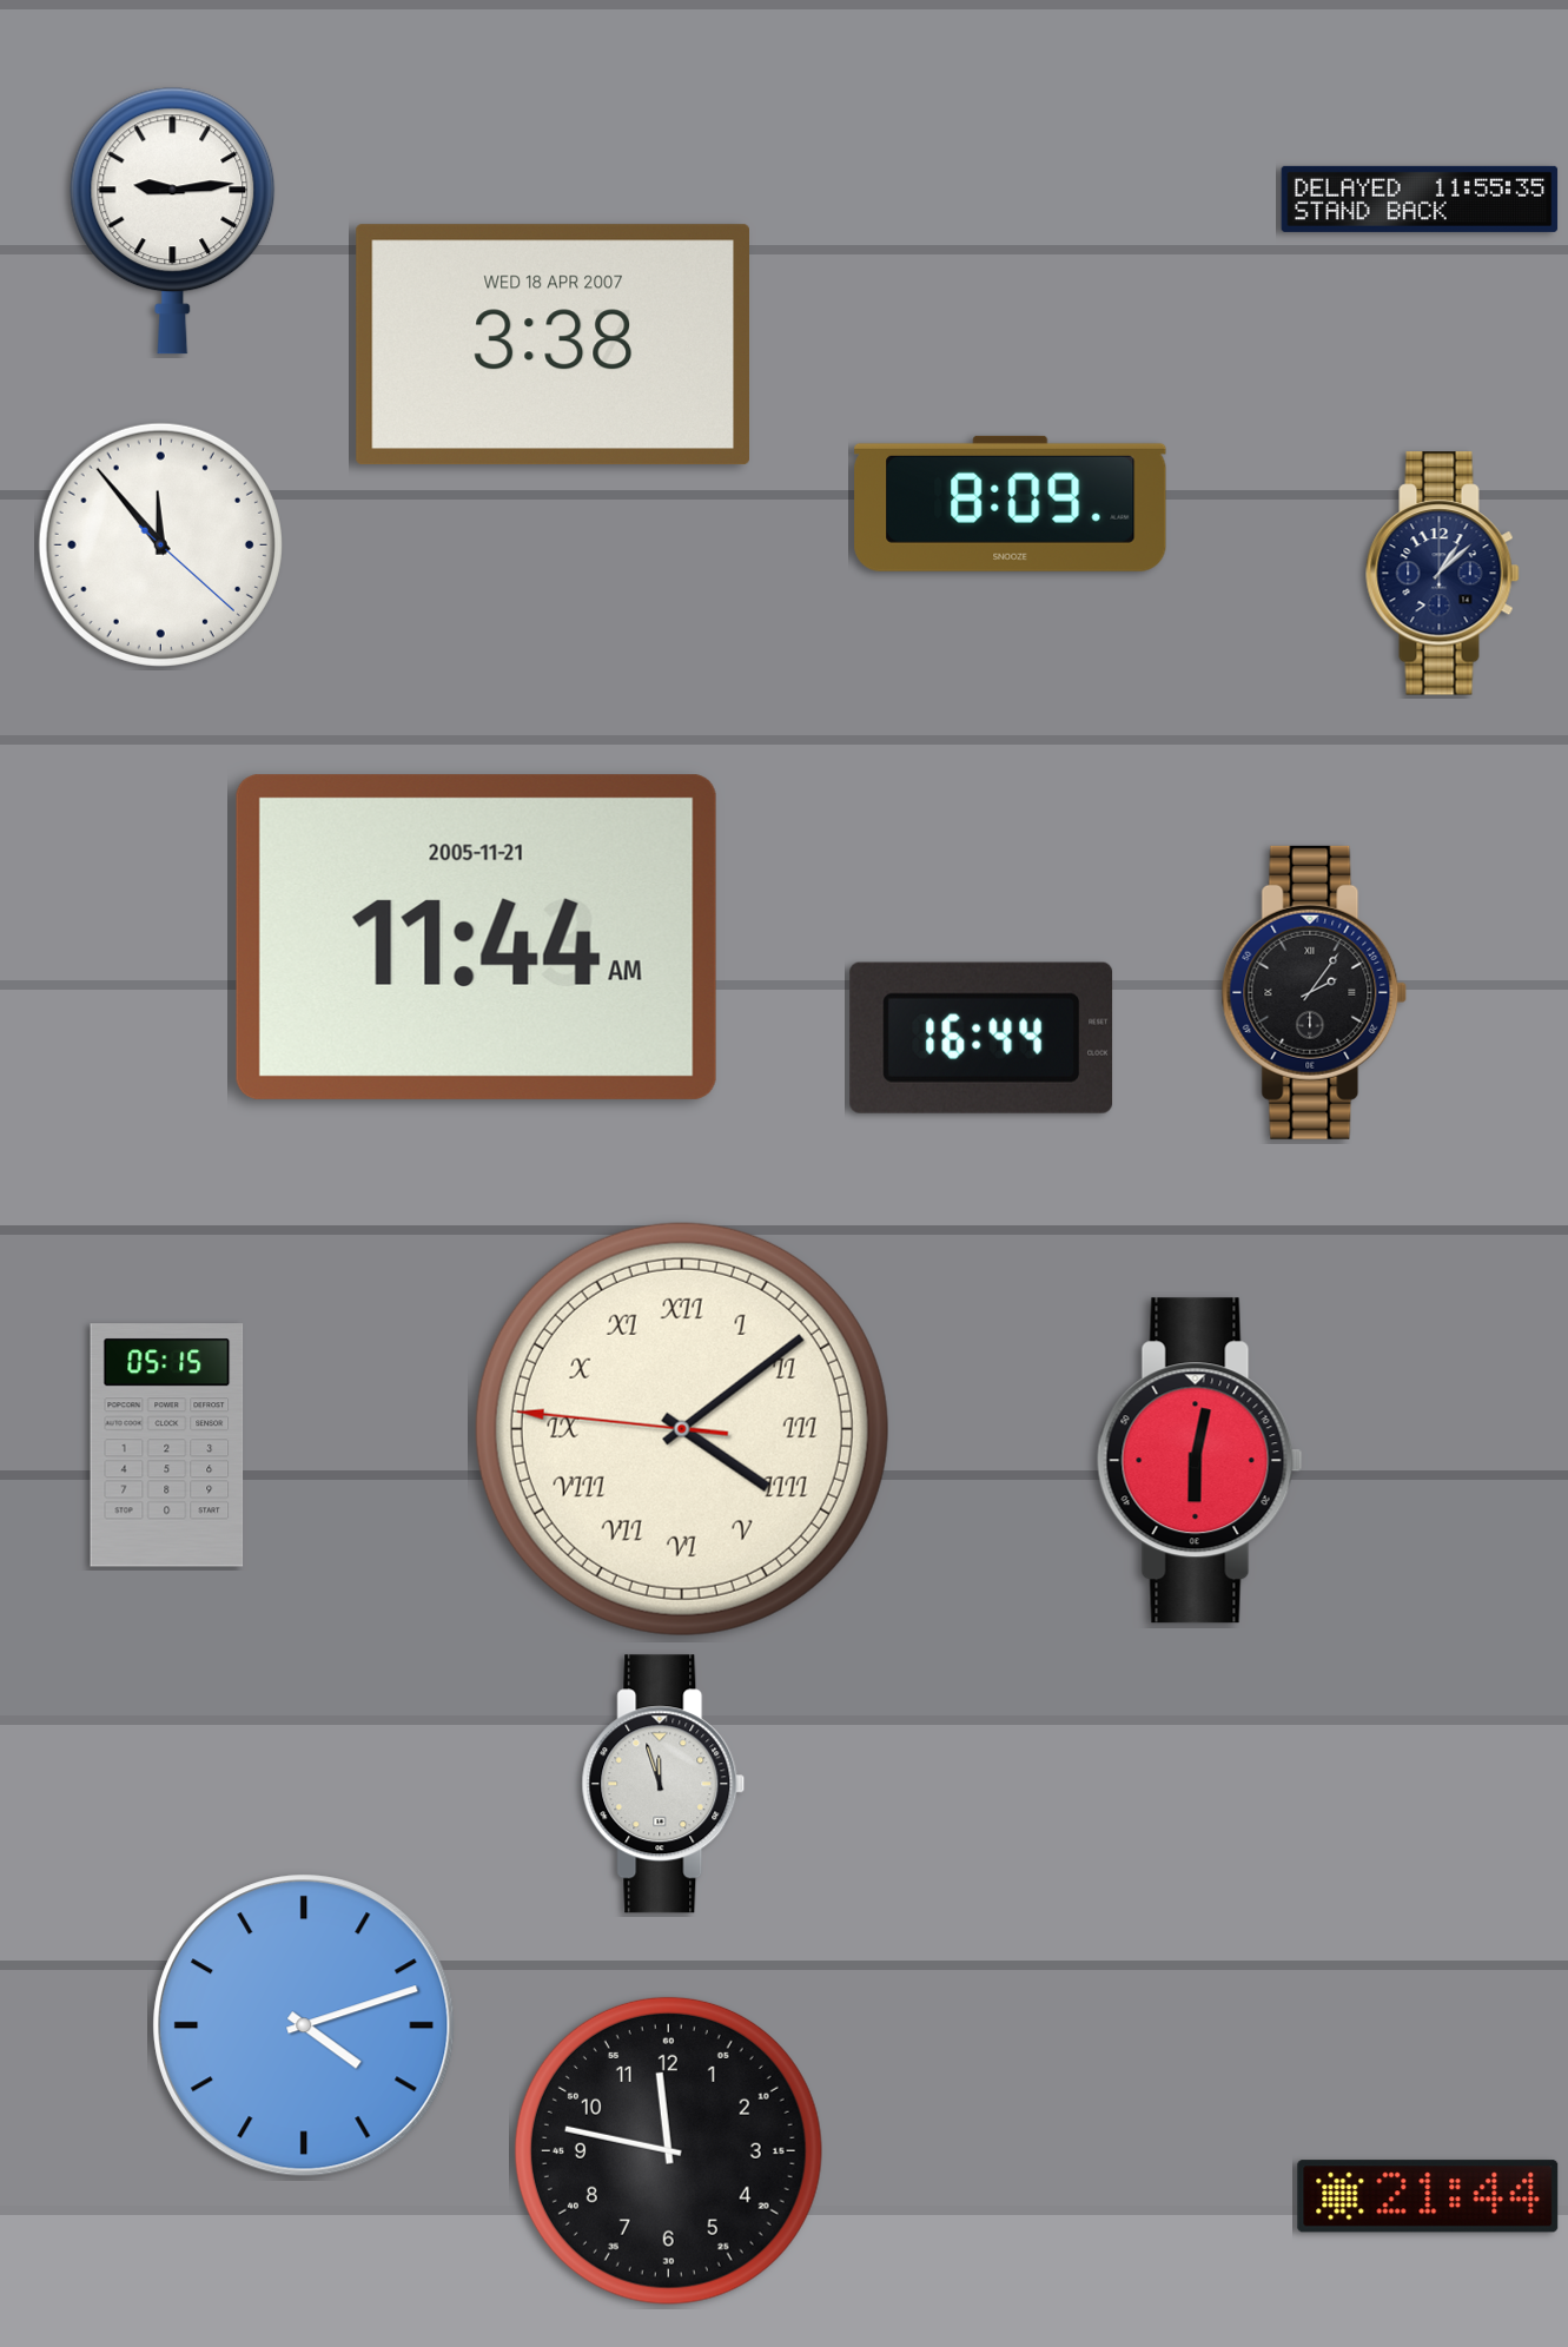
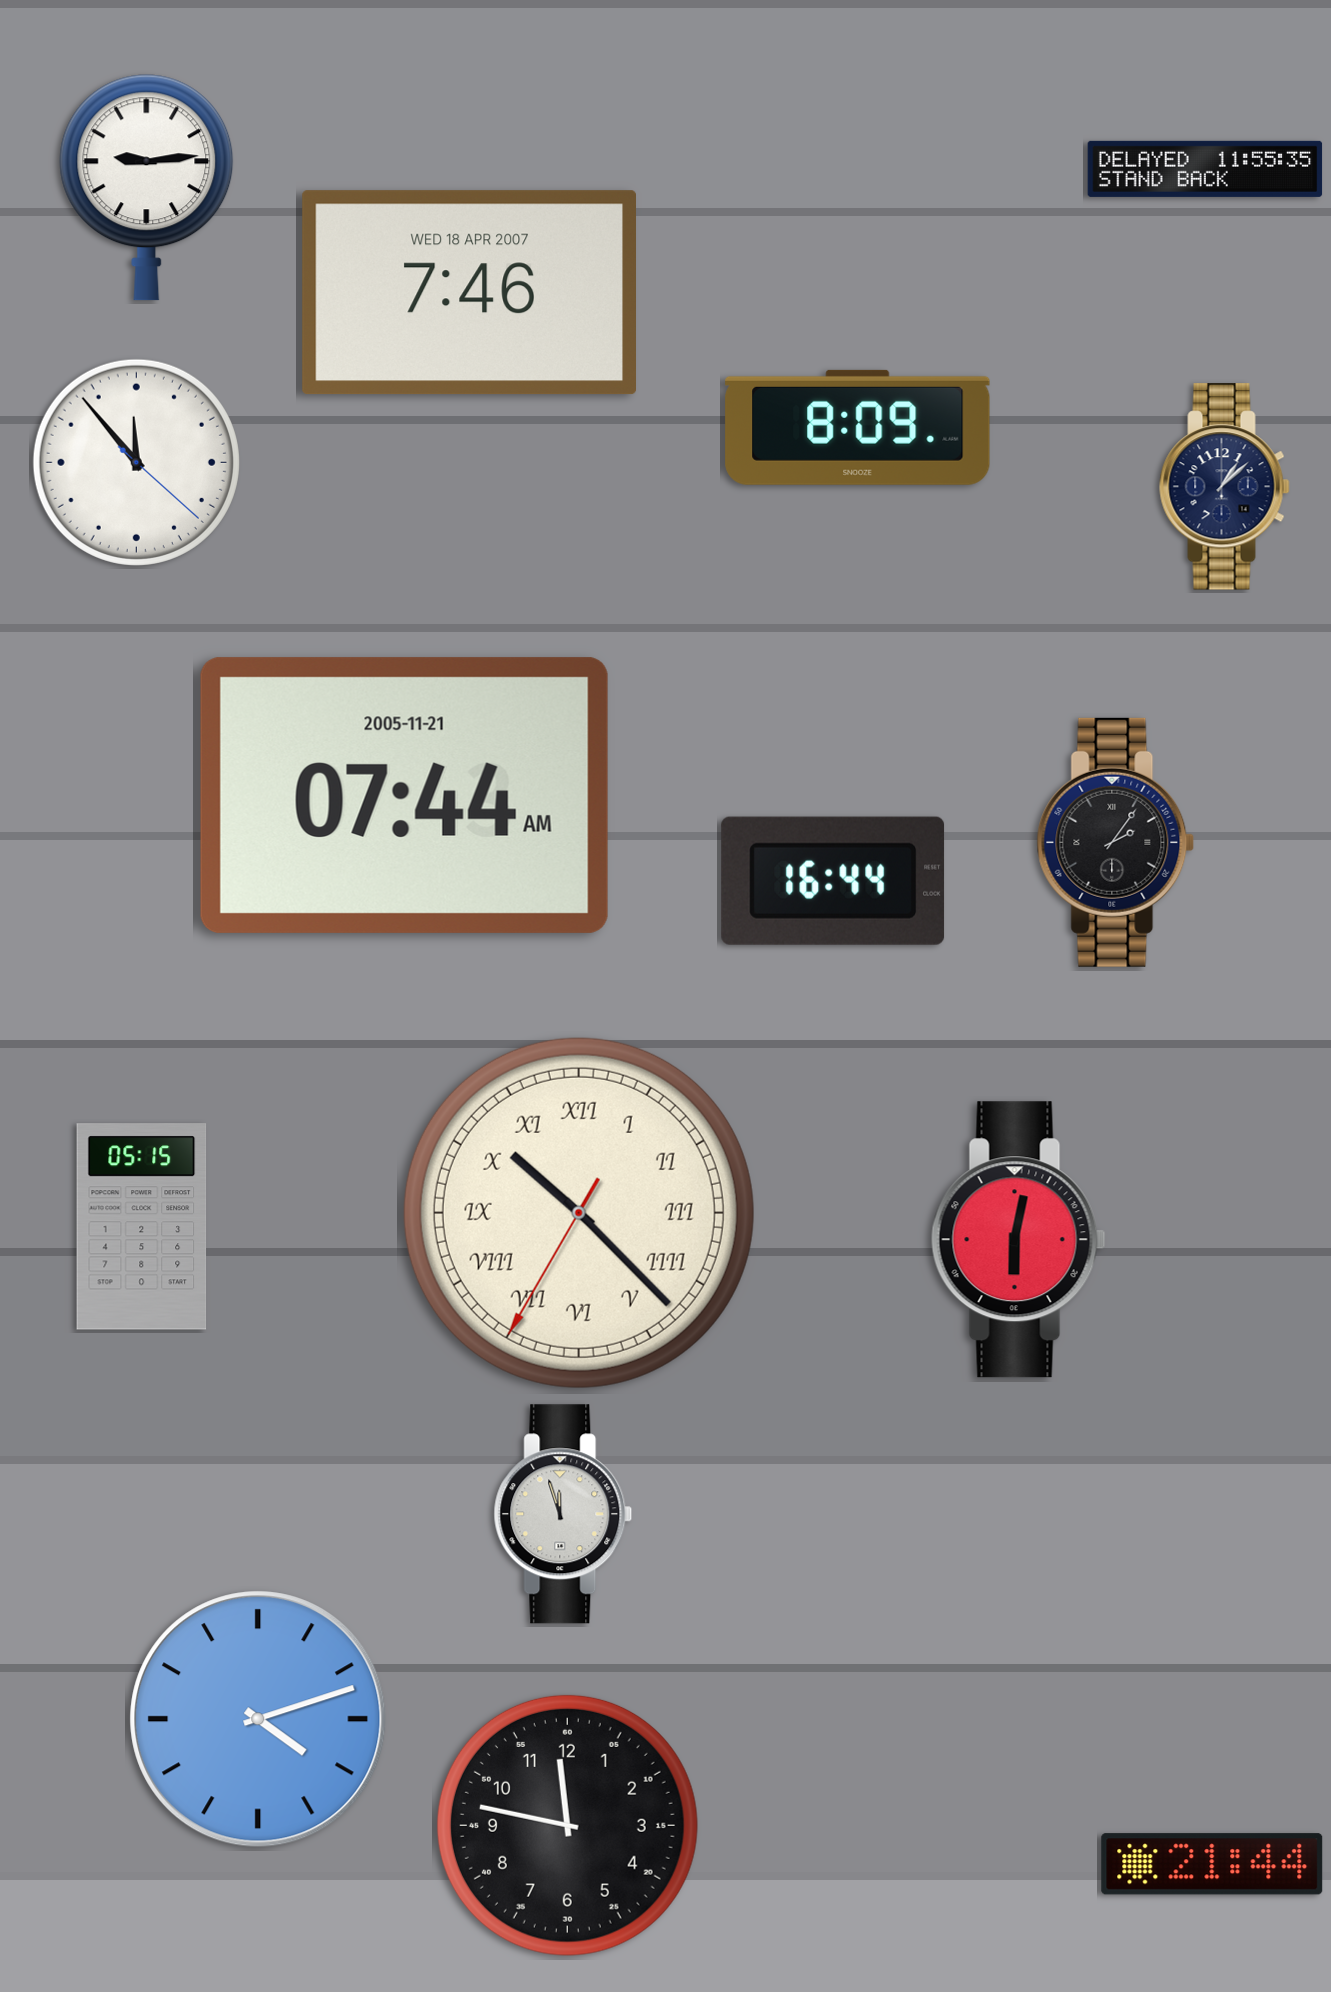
clock at (553, 345): 3:38 -> 7:46
clock at (476, 937): 11:44 -> 07:44
clock at (682, 1429): 4:08 -> 10:22
